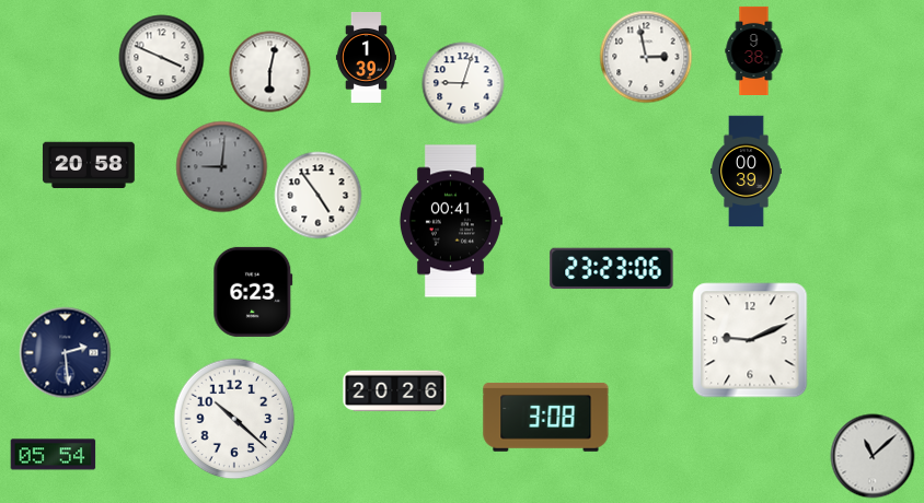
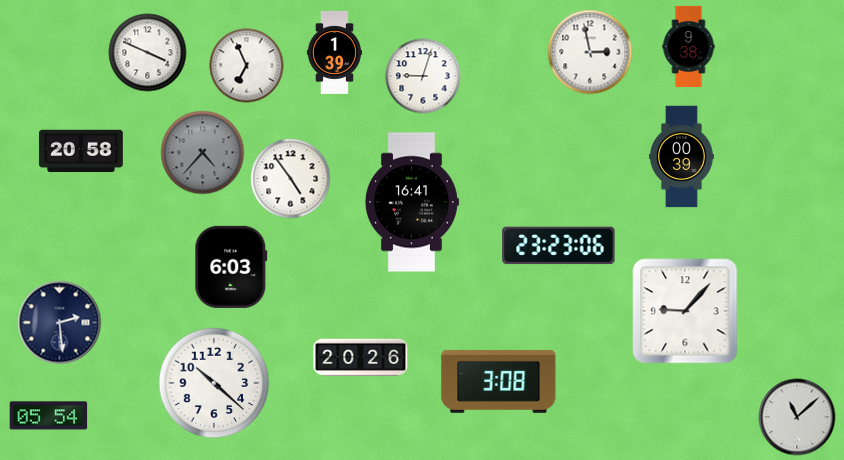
clock at (270, 72): 6:02 -> 6:56
clock at (222, 167): 9:01 -> 4:37
clock at (450, 221): 00:41 -> 16:41
clock at (253, 292): 6:23 -> 6:03
clock at (750, 340): 9:11 -> 9:07
